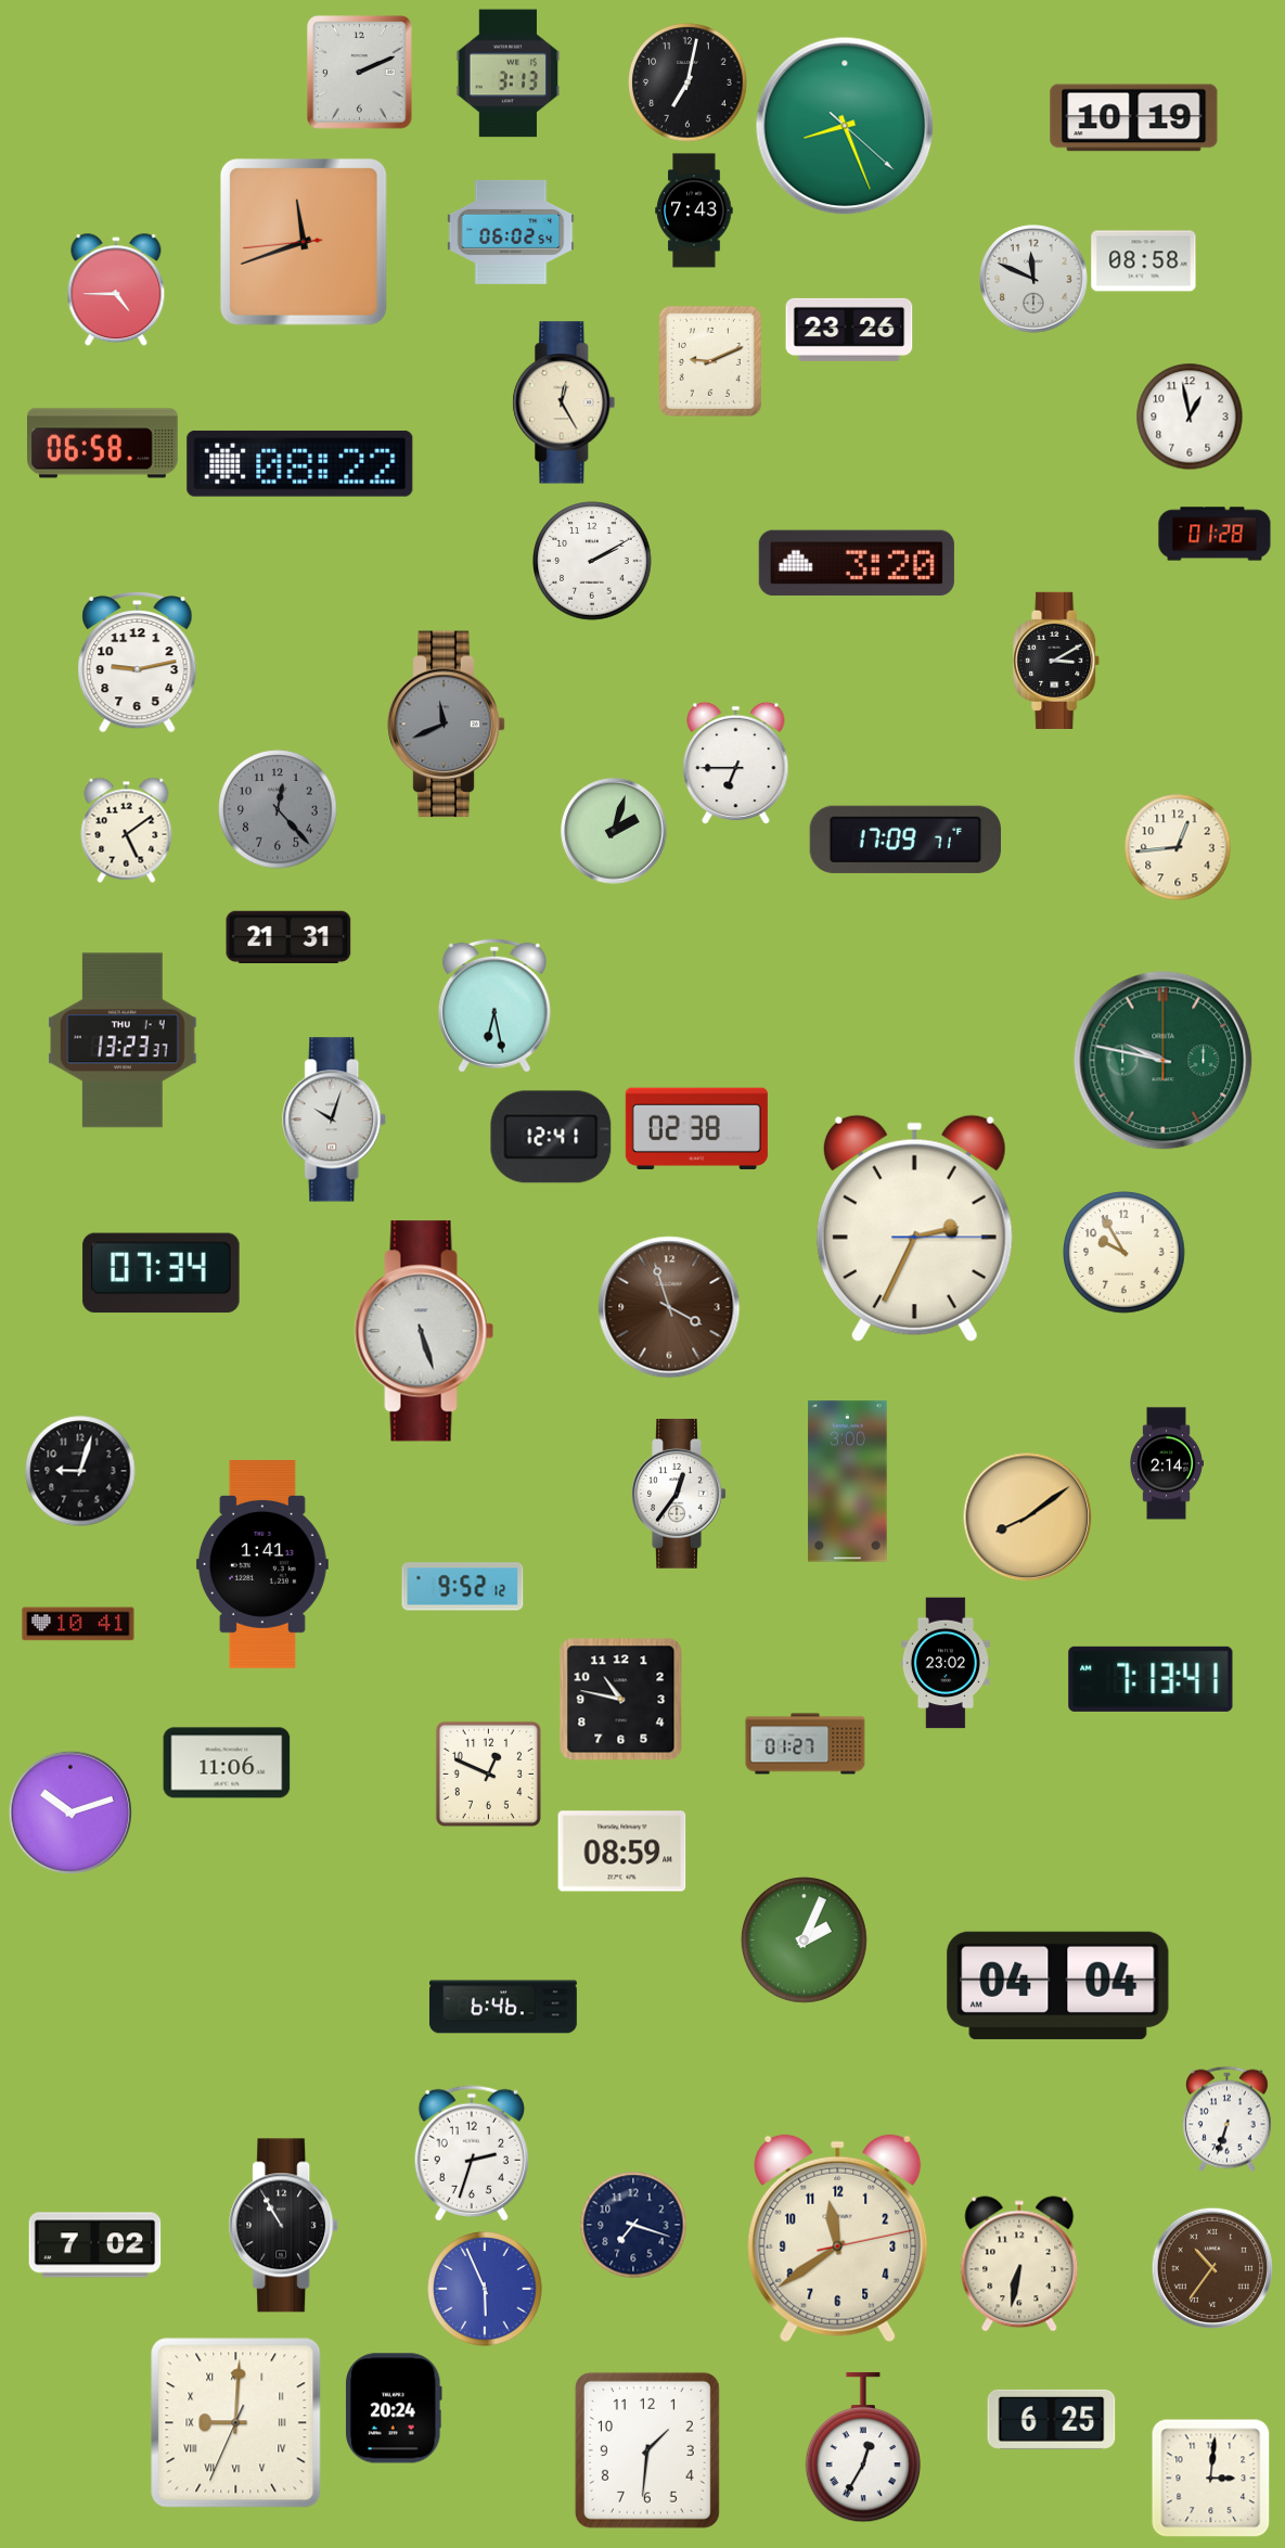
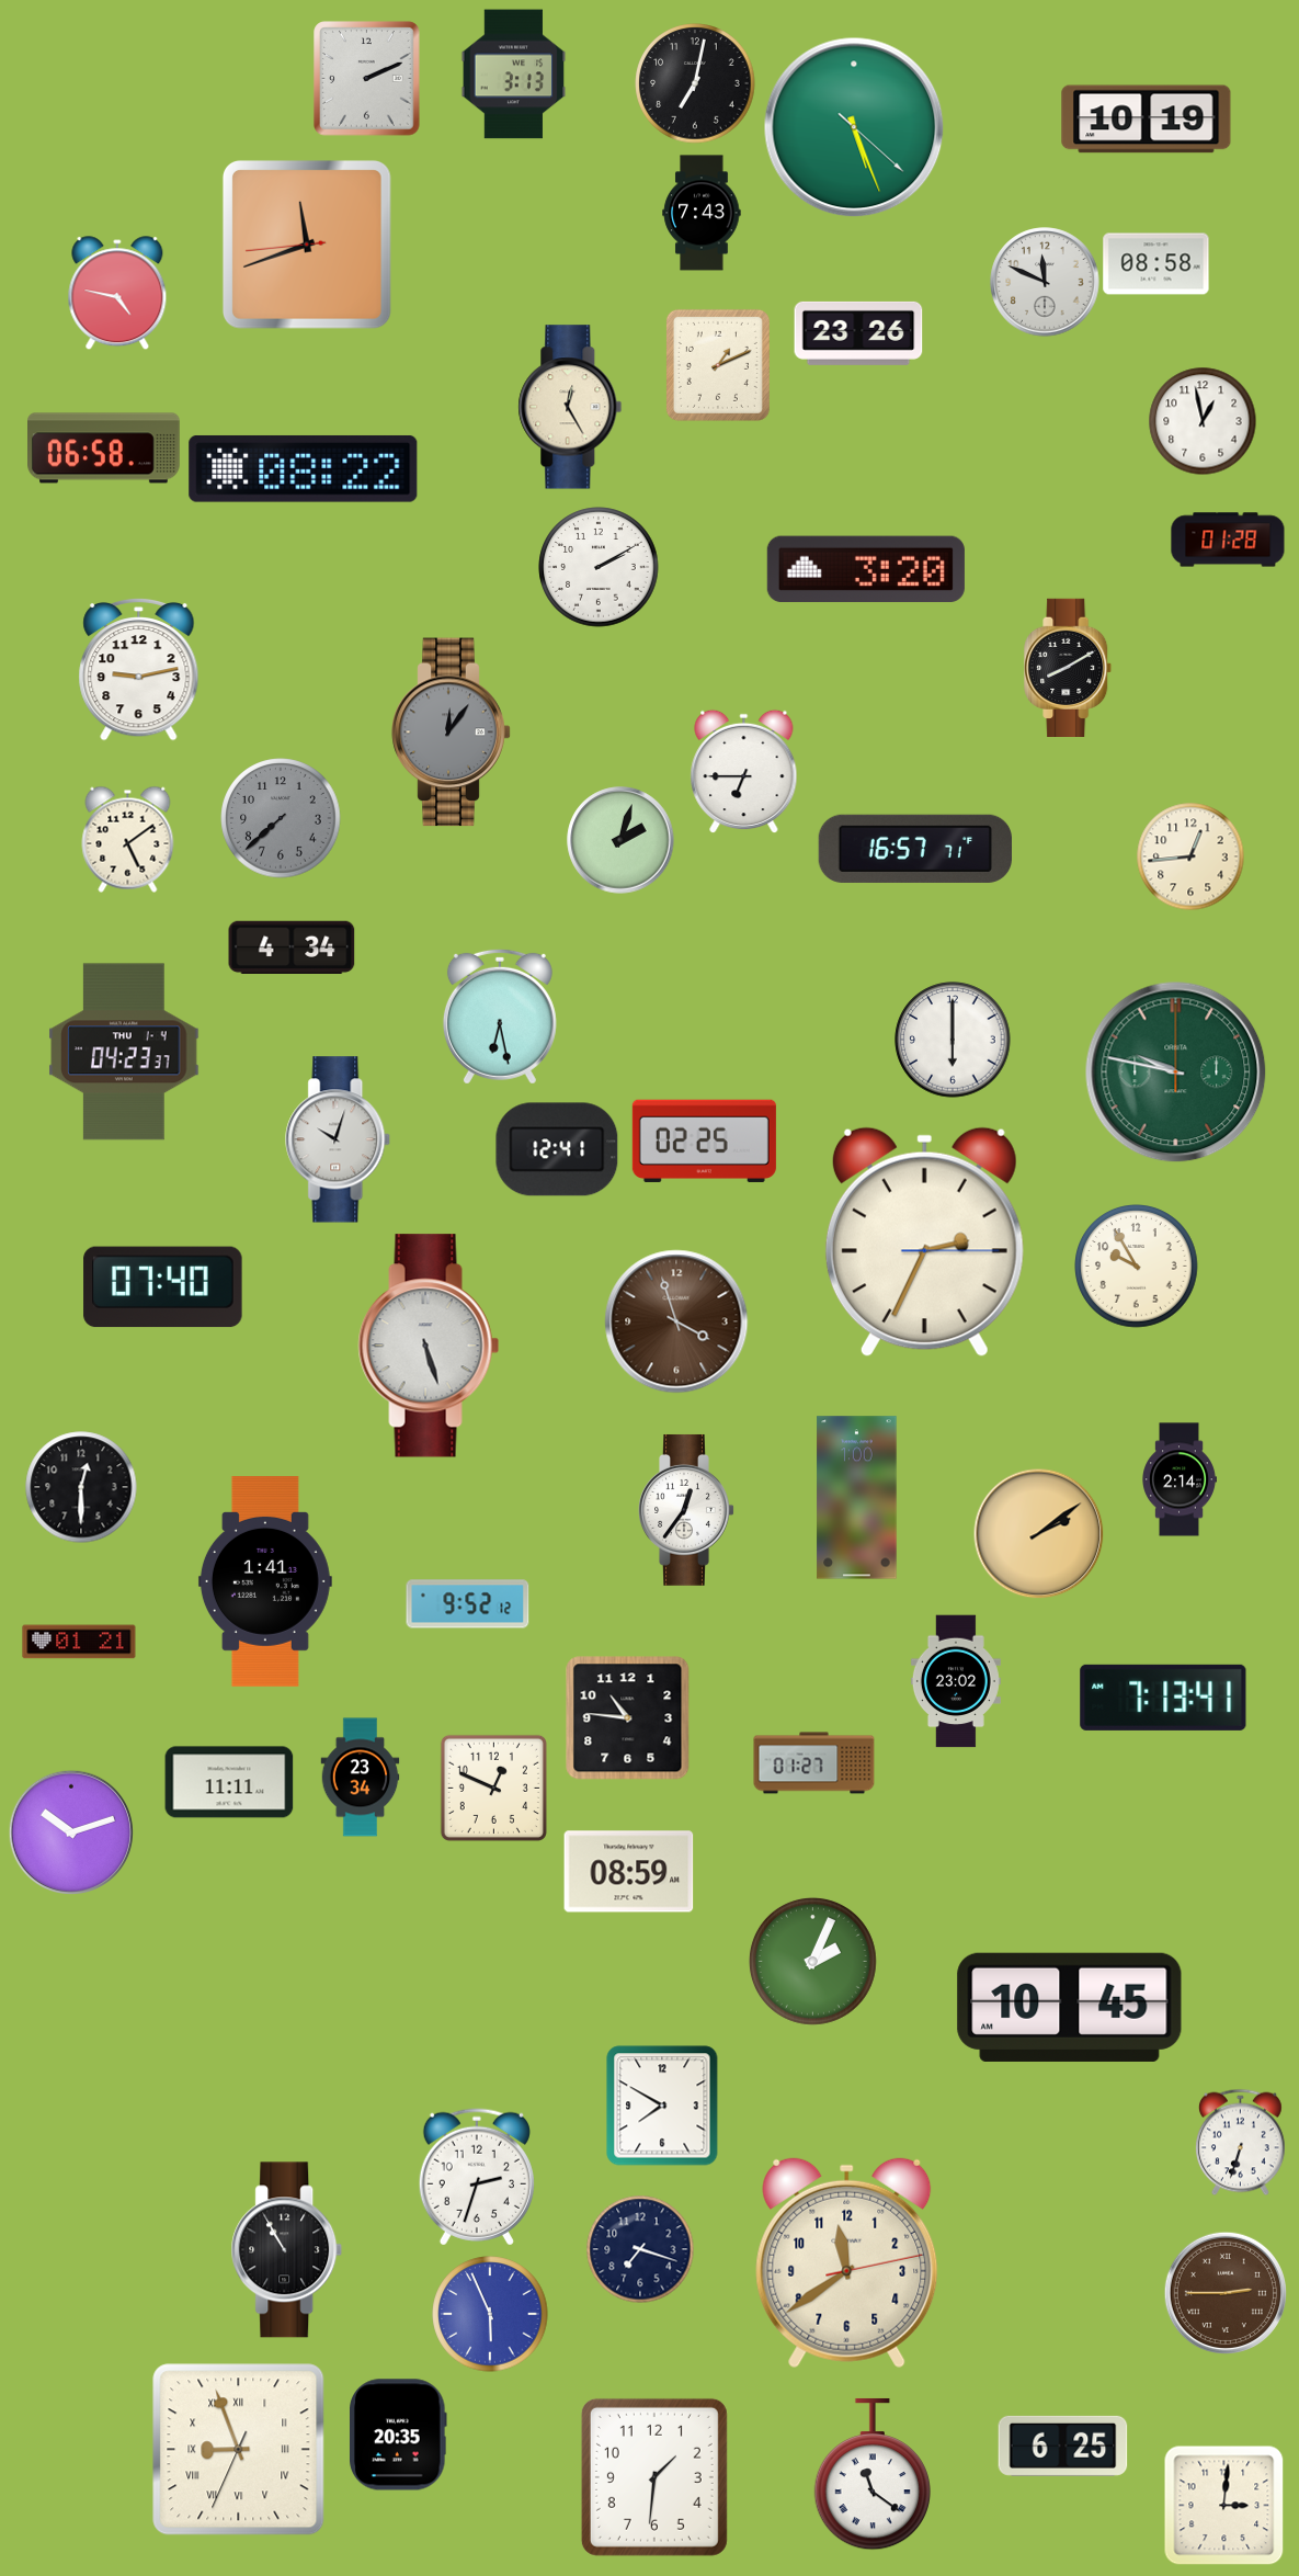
clock at (360, 73) position: (360, 73) -> (367, 79)
clock at (845, 126): 8:26 -> 5:26
clock at (511, 232): 06:02 -> none
clock at (116, 290): 4:45 -> 4:47
clock at (710, 361): 9:11 -> 1:11
clock at (1057, 660): 3:10 -> 8:10
clock at (447, 725): 11:41 -> 12:06
clock at (278, 809): 12:23 -> 7:38
clock at (904, 840): 17:09 -> 16:57
clock at (288, 936): 21:31 -> 4:34
clock at (953, 1040): none -> 6:00
clock at (123, 1040): 13:23 -> 04:23
clock at (335, 1119) position: (335, 1119) -> (339, 1139)
clock at (696, 1128): 02:38 -> 02:25
clock at (162, 1273): 07:34 -> 07:40
clock at (80, 1471): 9:03 -> 12:30
clock at (848, 1482): 3:00 -> 1:00
clock at (1028, 1518): 8:09 -> 2:09
clock at (78, 1624): 10:41 -> 01:21
clock at (621, 1700): 10:47 -> 10:46
clock at (361, 1778): none -> 23:34
clock at (227, 1763): 11:06 -> 11:11
clock at (488, 1774) position: (488, 1774) -> (493, 1788)
clock at (1058, 1985): 04:04 -> 10:45
clock at (503, 2007): 6:46 -> none
clock at (662, 2106): none -> 7:50
clock at (95, 2245): 7:02 -> none
clock at (1019, 2264): 6:32 -> none
clock at (1212, 2268): 10:36 -> 2:45
clock at (395, 2408): 20:24 -> 20:35
clock at (236, 2423): 9:00 -> 8:56
clock at (862, 2447): 12:35 -> 11:21
